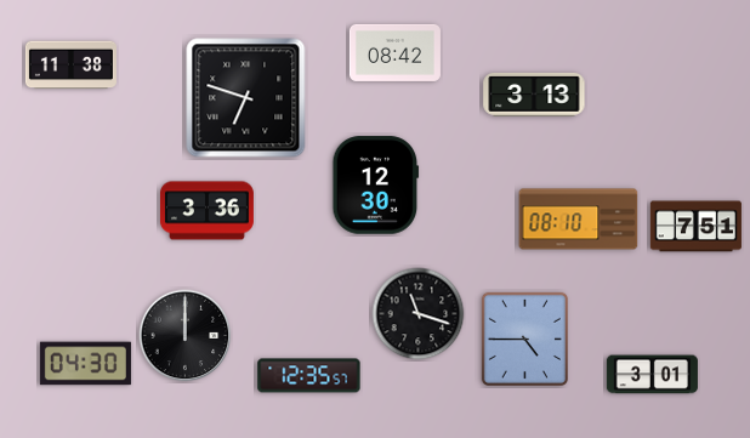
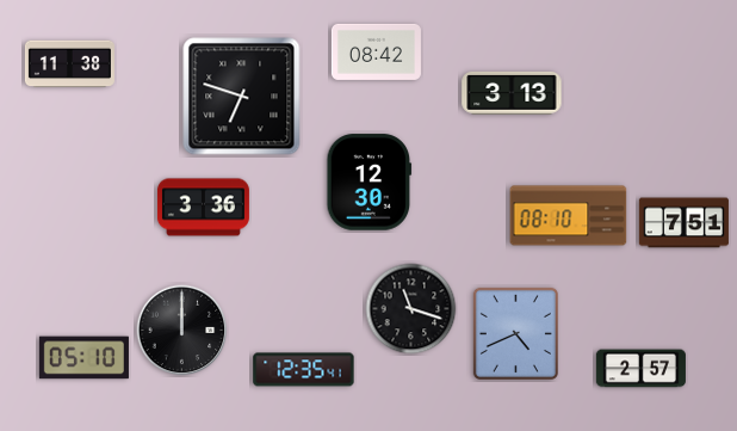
clock at (394, 52) position: (394, 52) -> (376, 51)
clock at (534, 95) position: (534, 95) -> (512, 93)
clock at (524, 339): 4:45 -> 4:41
clock at (85, 364): 04:30 -> 05:10
clock at (652, 375): 3:01 -> 2:57
clock at (309, 376): 12:35:57 -> 12:35:41
